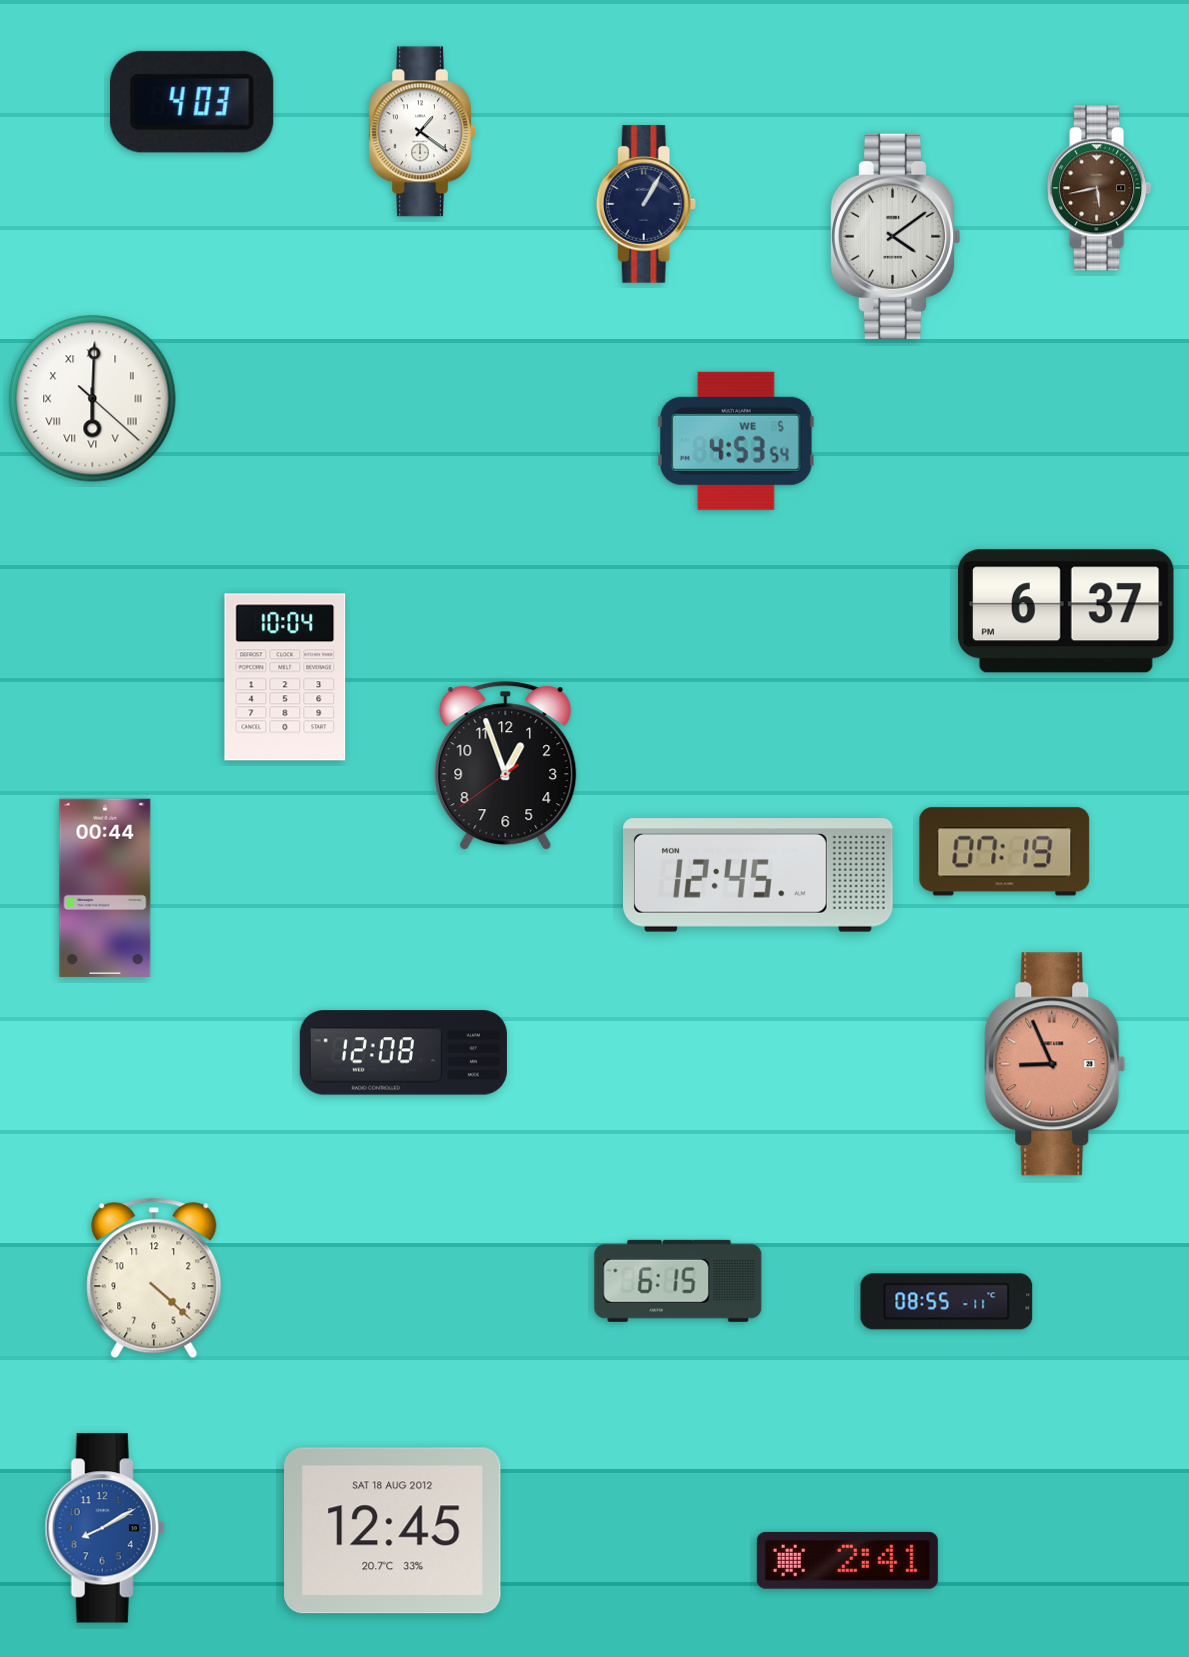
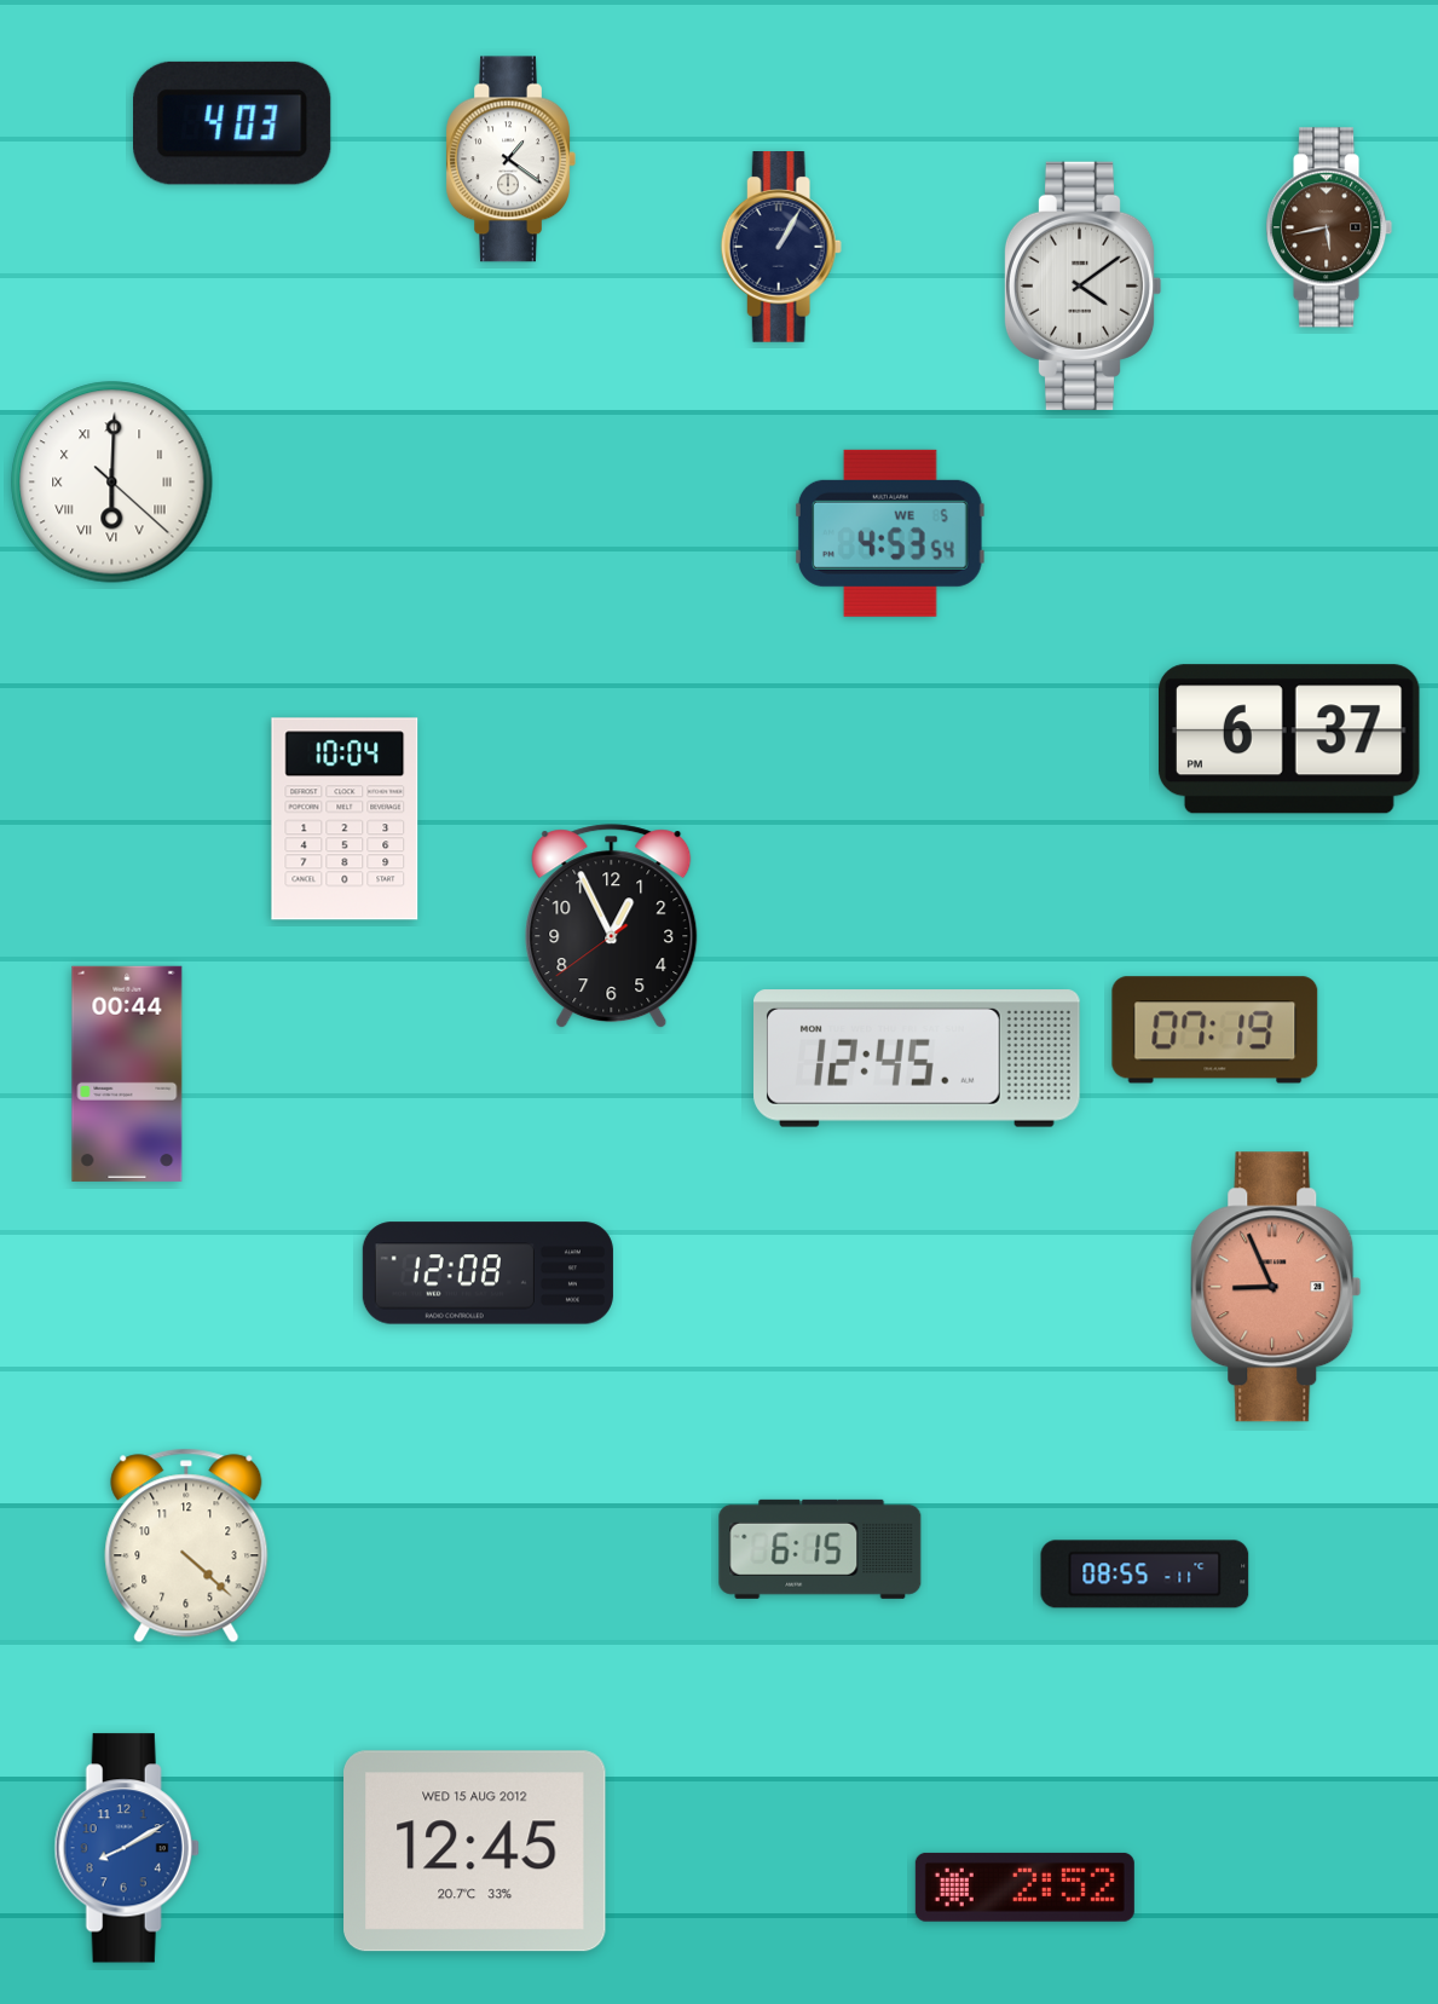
clock at (506, 766): 12:56 -> 12:55
clock at (393, 1531) date: SAT 18 AUG 2012 -> WED 15 AUG 2012
clock at (847, 1560): 2:41 -> 2:52
